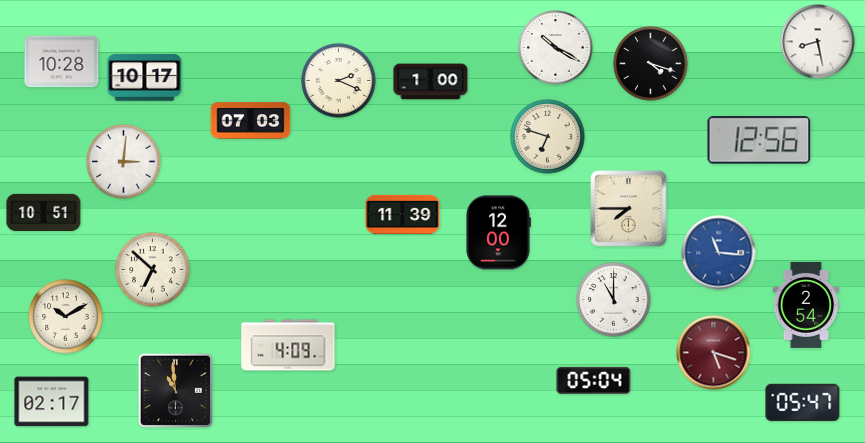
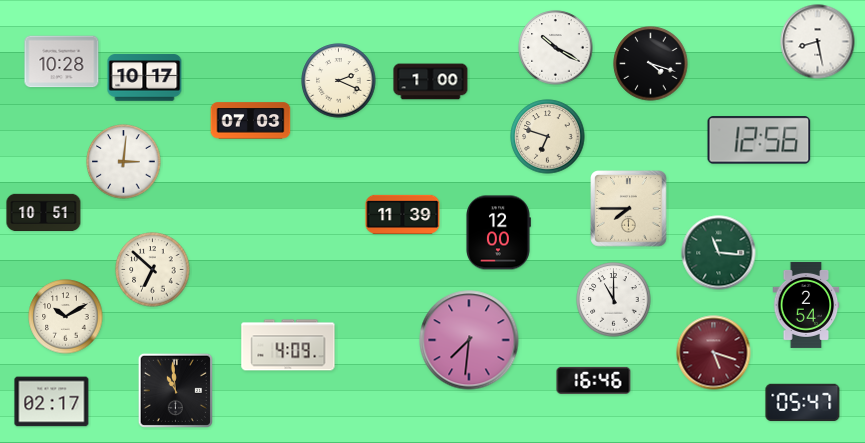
clock at (719, 253) dial: blue -> green
clock at (469, 340): none -> 7:31
clock at (594, 380): 05:04 -> 16:46
